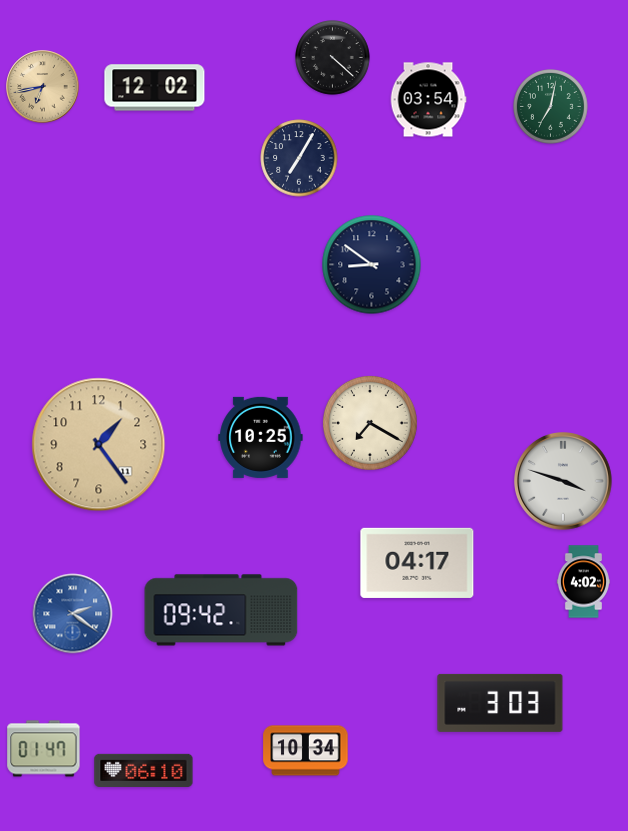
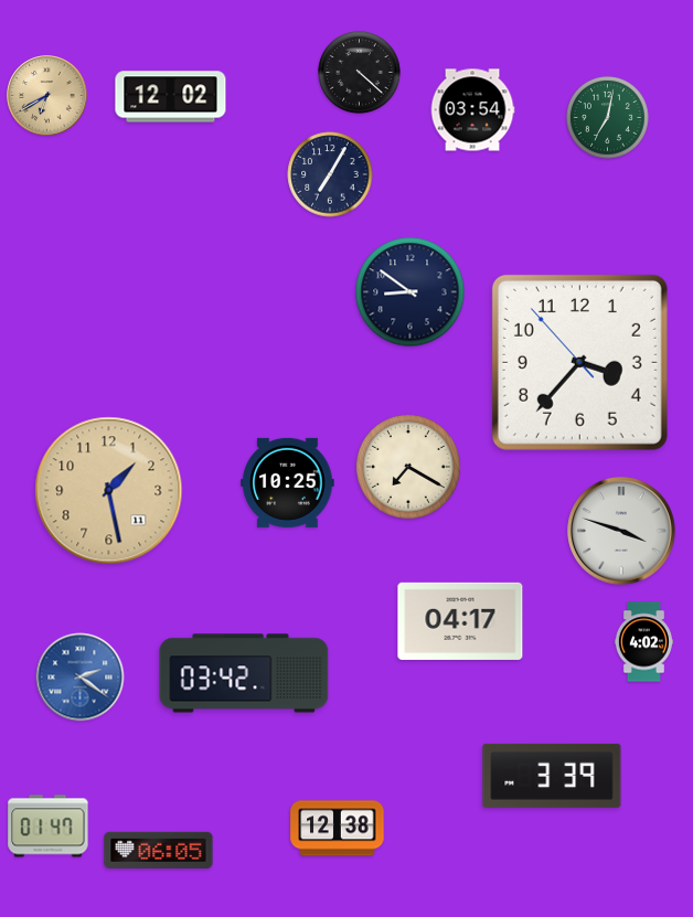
clock at (333, 58) position: (333, 58) -> (360, 73)
clock at (43, 87): 6:43 -> 6:40
clock at (579, 362): none -> 3:36
clock at (99, 445): 1:24 -> 1:28
clock at (221, 610): 09:42 -> 03:42
clock at (500, 703): 3:03 -> 3:39
clock at (306, 751): 10:34 -> 12:38
clock at (144, 770): 06:10 -> 06:05
